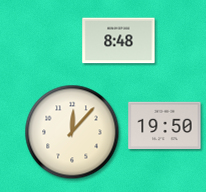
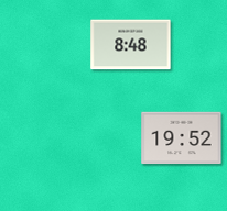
clock at (165, 126): 19:50 -> 19:52
clock at (72, 132): 12:07 -> none
